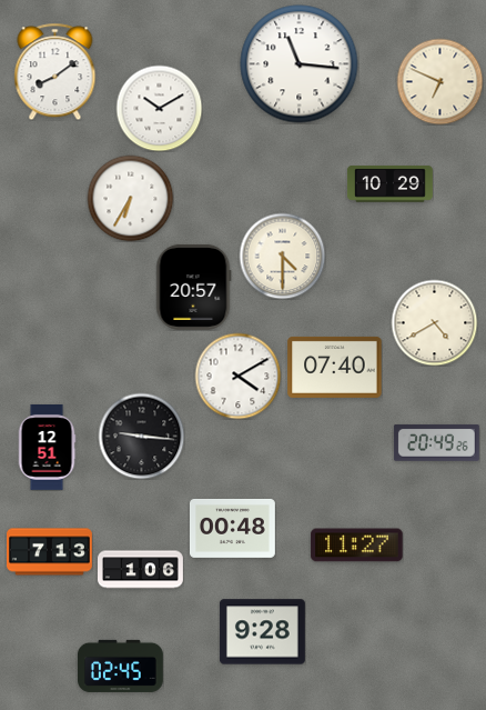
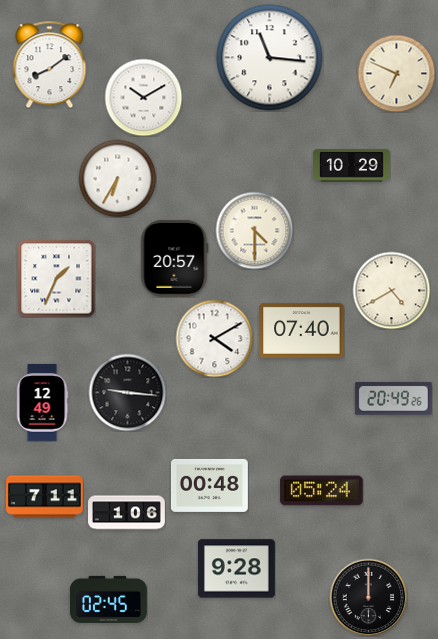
clock at (56, 278): none -> 1:34
clock at (47, 447): 12:51 -> 12:49
clock at (233, 528) position: (233, 528) -> (210, 485)
clock at (357, 546): 11:27 -> 05:24
clock at (50, 552): 7:13 -> 7:11
clock at (368, 597): none -> 12:00
